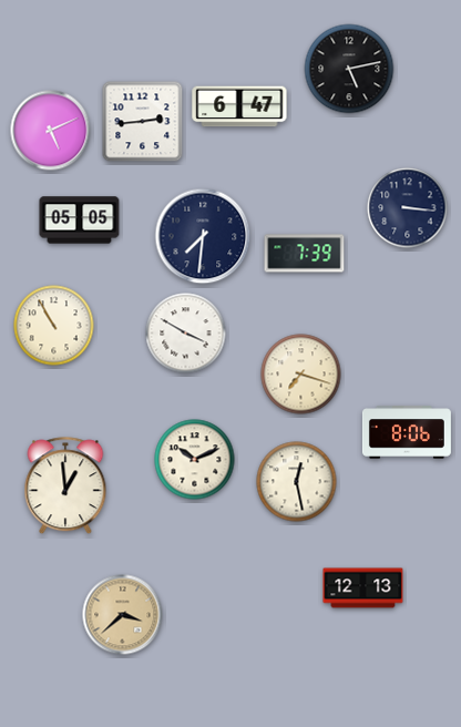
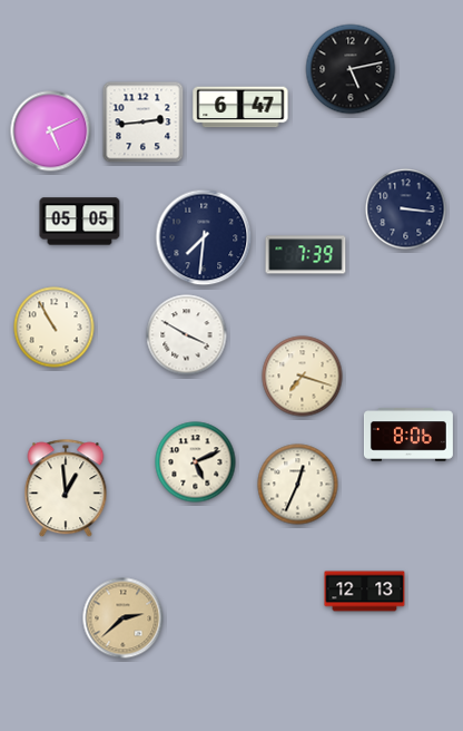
clock at (408, 208) position: (408, 208) -> (406, 209)
clock at (195, 460): 10:11 -> 5:11
clock at (297, 482): 12:28 -> 12:34
clock at (123, 615): 3:38 -> 2:38
